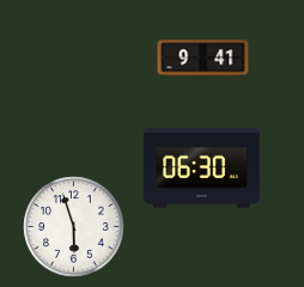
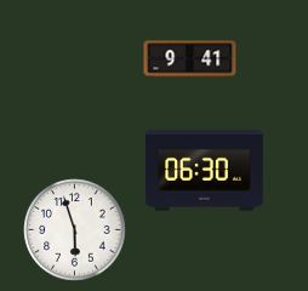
clock at (203, 59) position: (203, 59) -> (190, 59)
